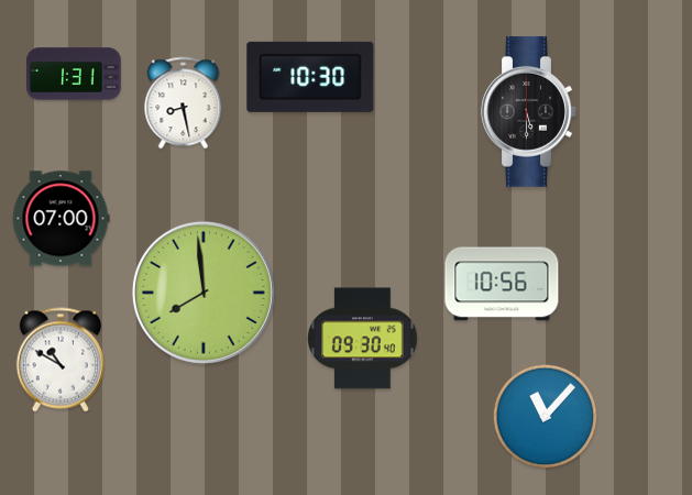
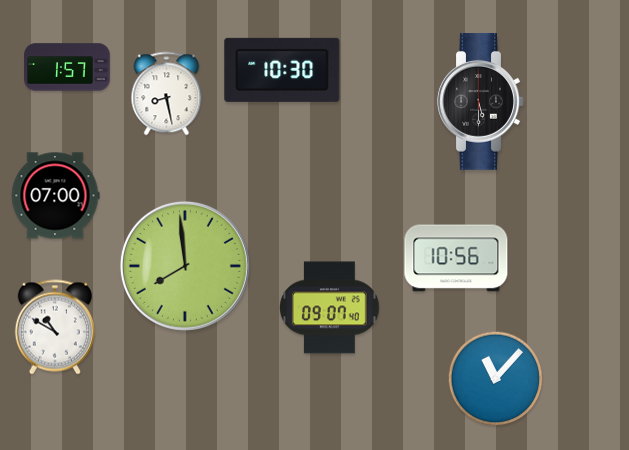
clock at (74, 74): 1:31 -> 1:57
clock at (61, 219) position: (61, 219) -> (55, 196)
clock at (363, 339): 09:30 -> 09:07
